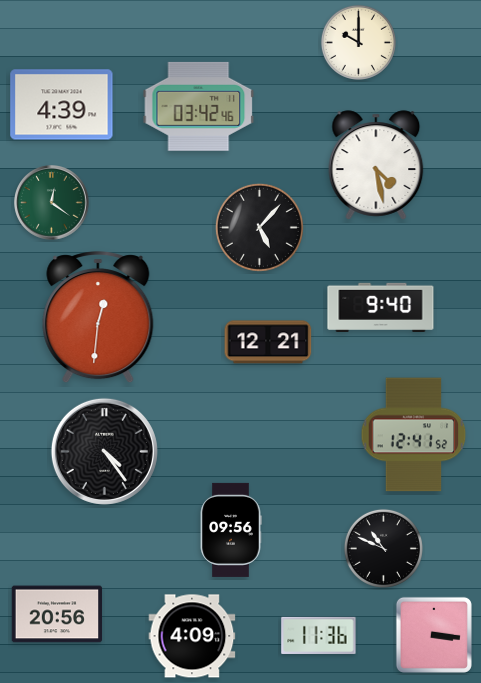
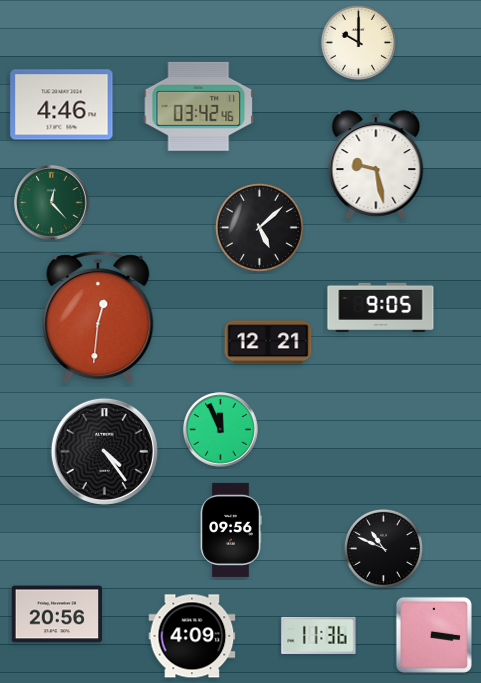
clock at (62, 105): 4:39 -> 4:46
clock at (376, 165): 4:28 -> 9:28
clock at (52, 203): 12:21 -> 12:23
clock at (259, 227): 5:07 -> 5:08
clock at (381, 307): 9:40 -> 9:05
clock at (221, 430): none -> 11:56
clock at (414, 435): 12:41 -> none
